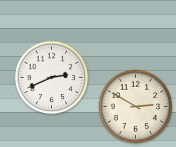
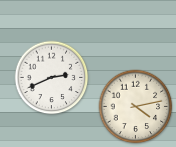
clock at (136, 107): 2:50 -> 4:13
